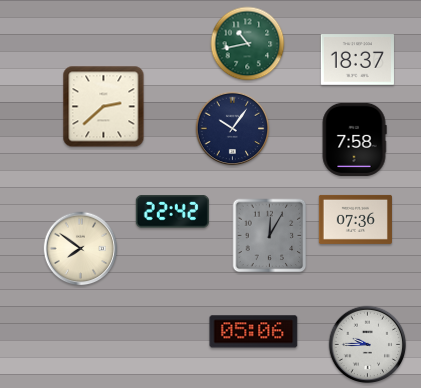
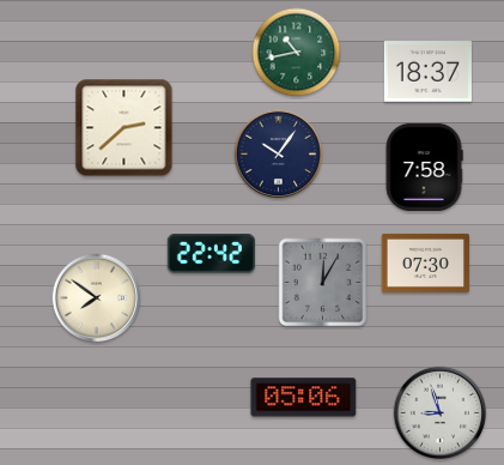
clock at (172, 212) position: (172, 212) -> (211, 254)
clock at (355, 219): 07:36 -> 07:30
clock at (368, 345): 9:45 -> 8:57
